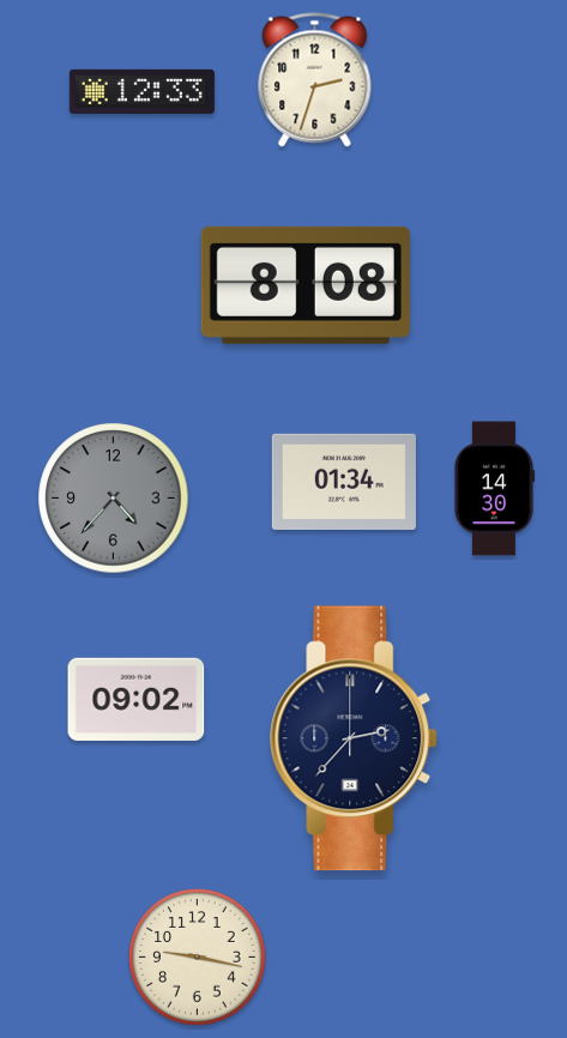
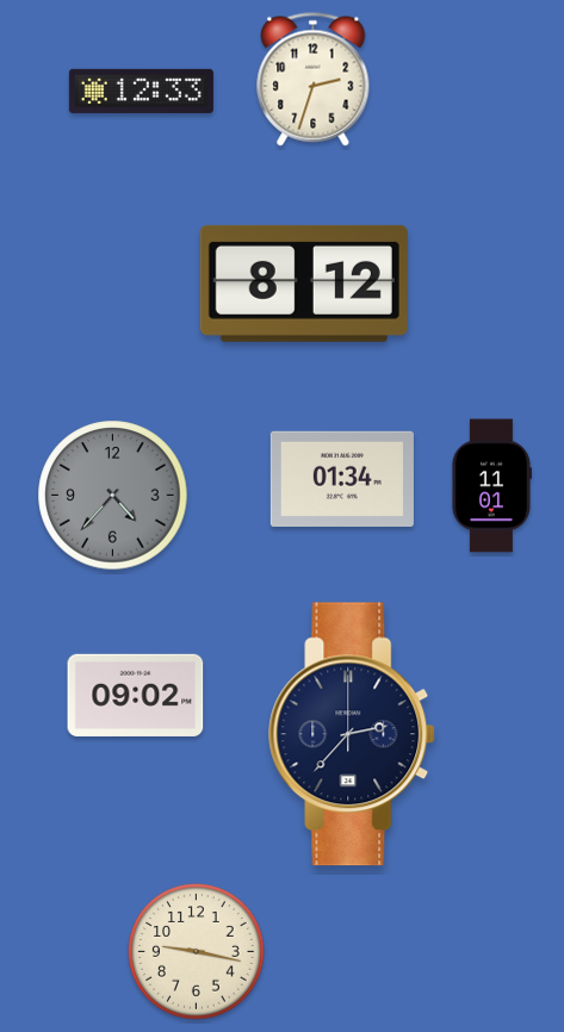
clock at (306, 285): 8:08 -> 8:12
clock at (494, 489): 14:30 -> 11:01
